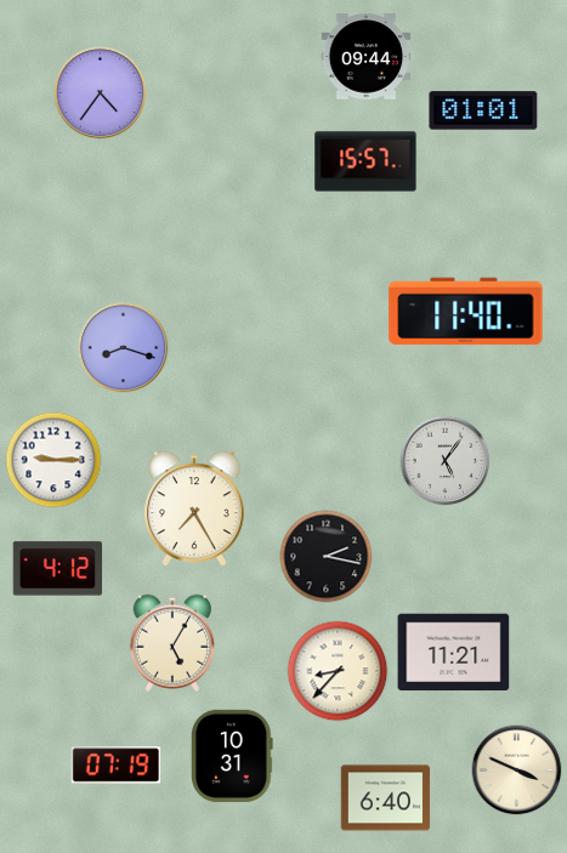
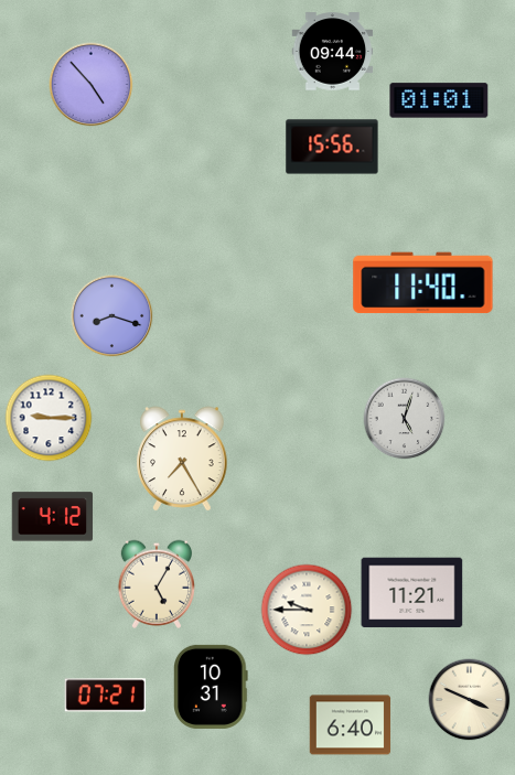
clock at (101, 93): 4:36 -> 4:53
clock at (365, 161): 15:57 -> 15:56
clock at (446, 461): 5:06 -> 5:03
clock at (194, 508) position: (194, 508) -> (182, 459)
clock at (327, 557): 2:17 -> none
clock at (338, 671): 8:37 -> 9:45
clock at (115, 766): 07:19 -> 07:21
